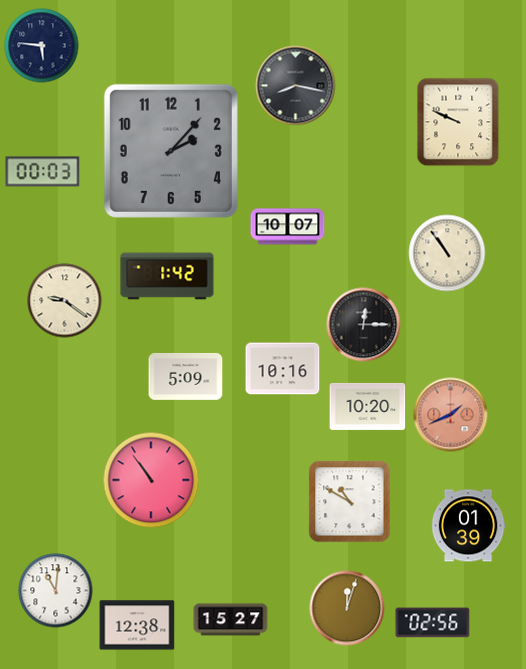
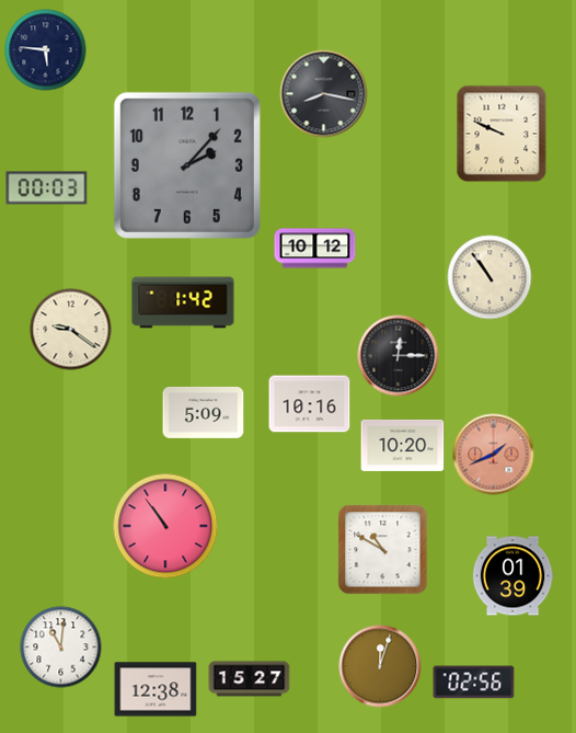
clock at (288, 227): 10:07 -> 10:12
clock at (231, 620) position: (231, 620) -> (250, 679)
clock at (137, 625) position: (137, 625) -> (155, 689)
